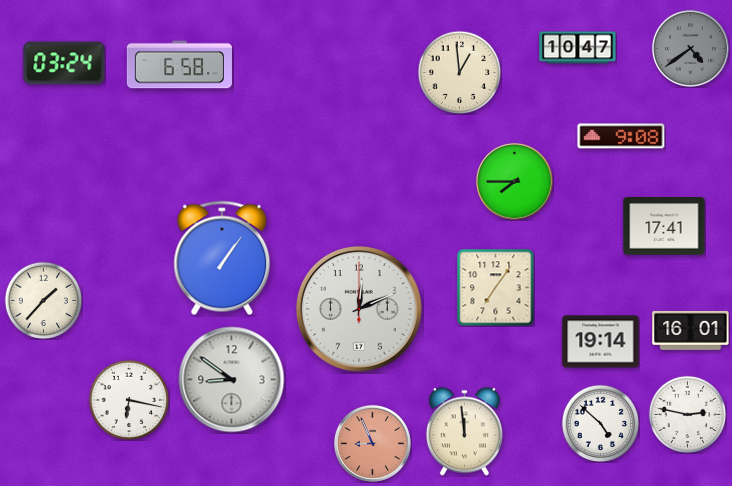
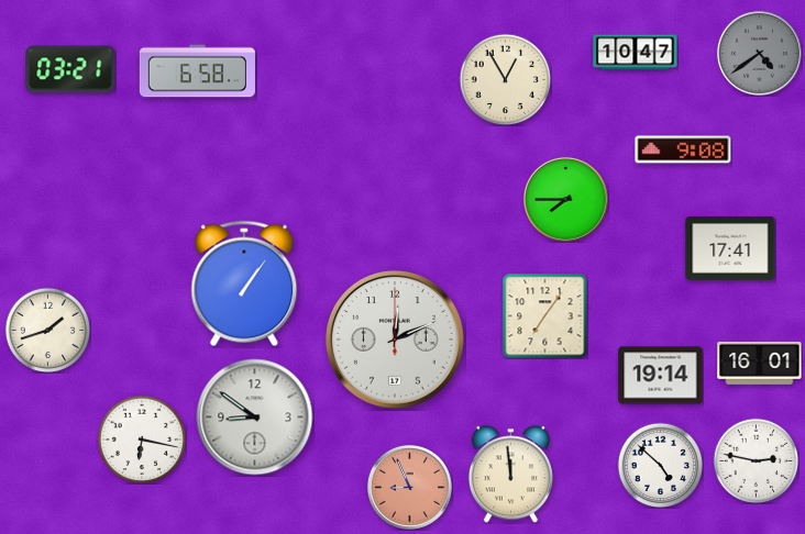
clock at (64, 63): 03:24 -> 03:21
clock at (459, 72): 12:59 -> 12:55
clock at (43, 300): 1:37 -> 1:42
clock at (687, 414) position: (687, 414) -> (756, 460)
